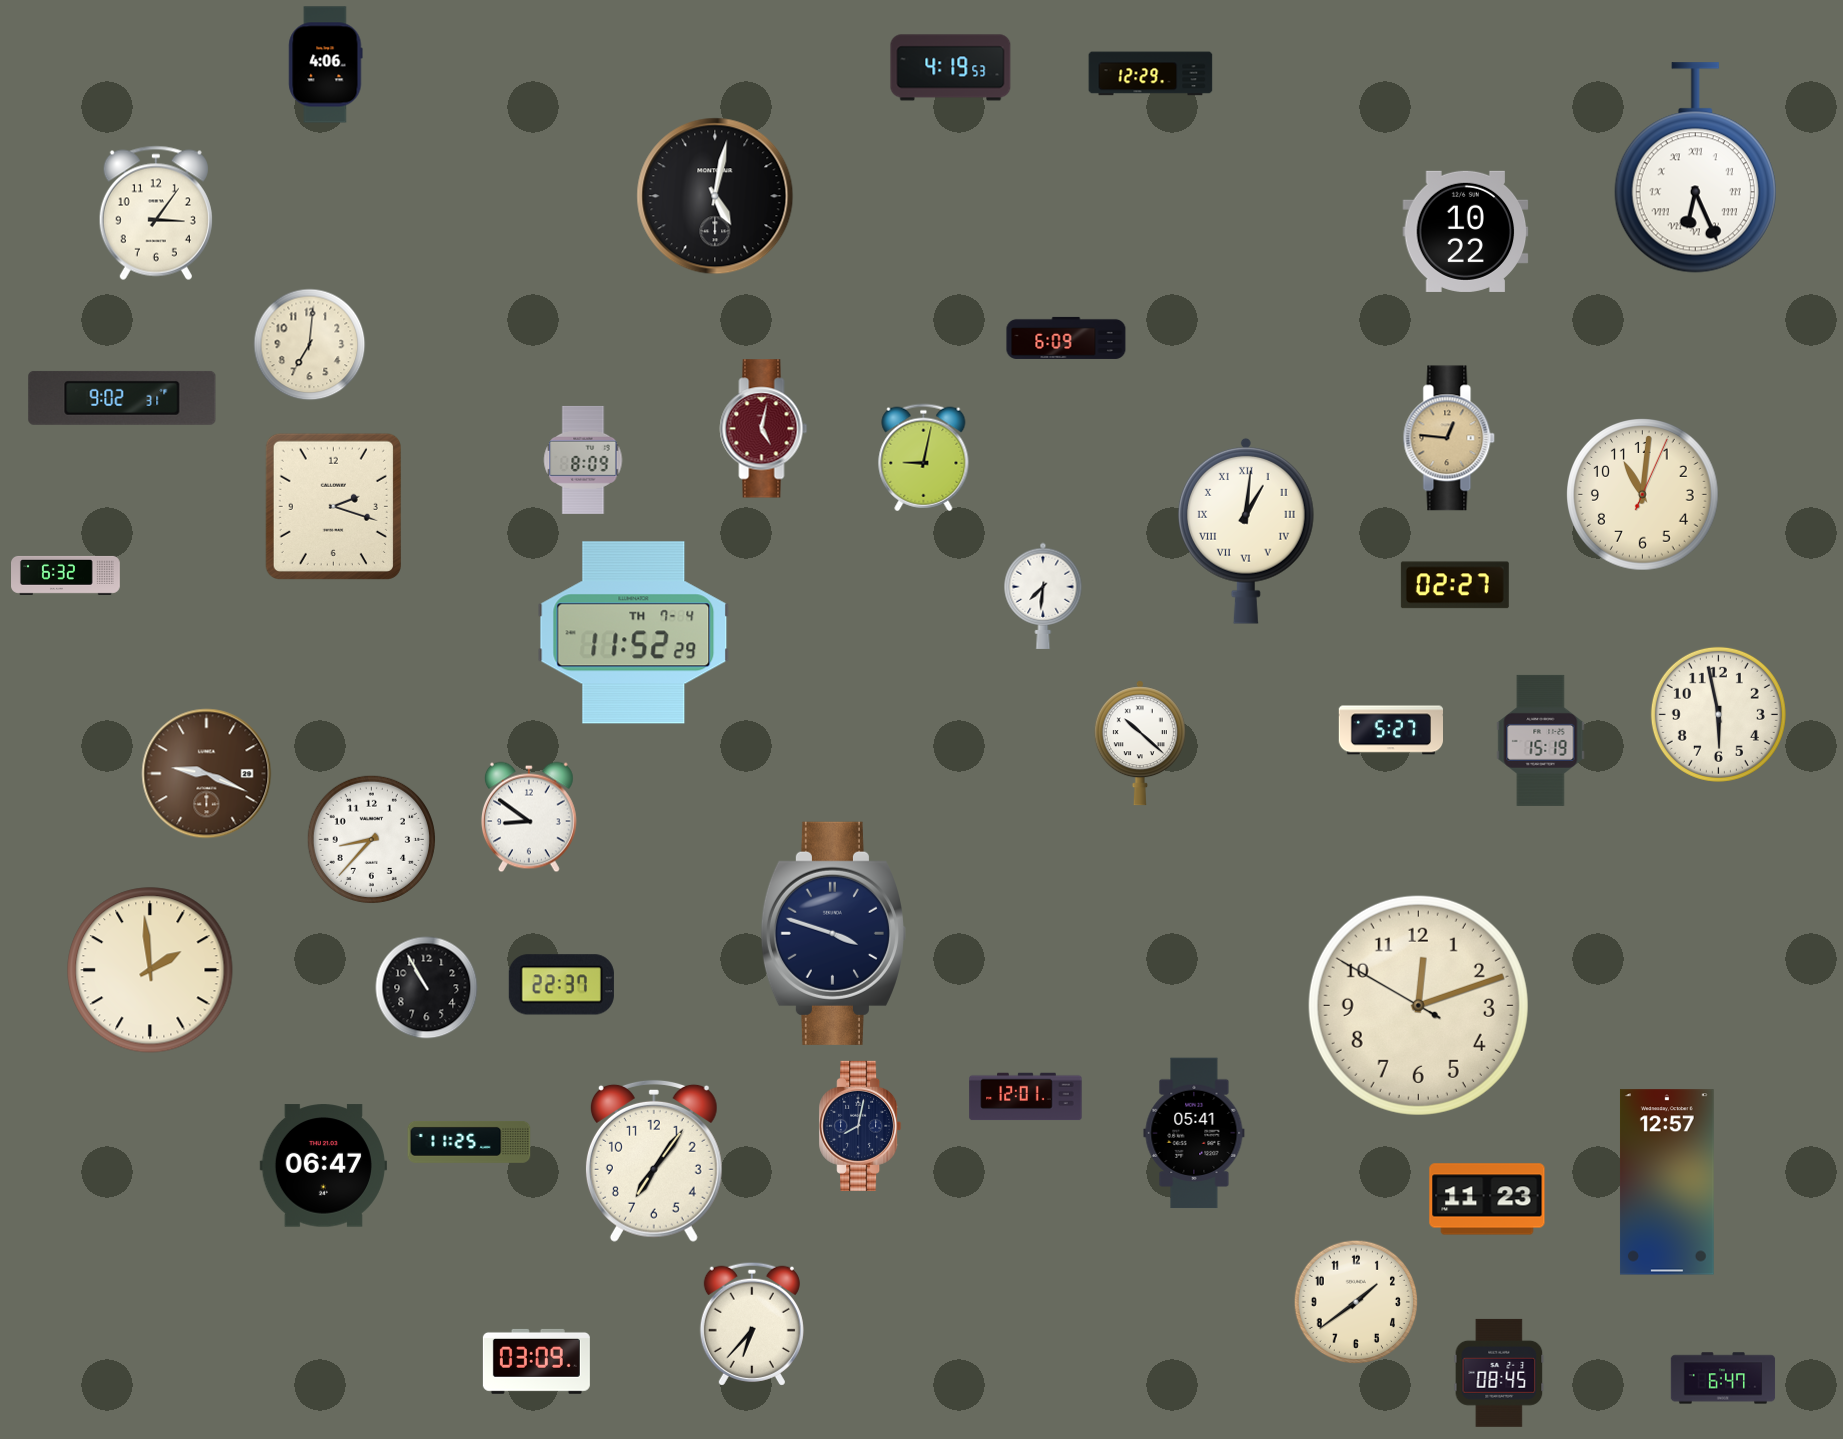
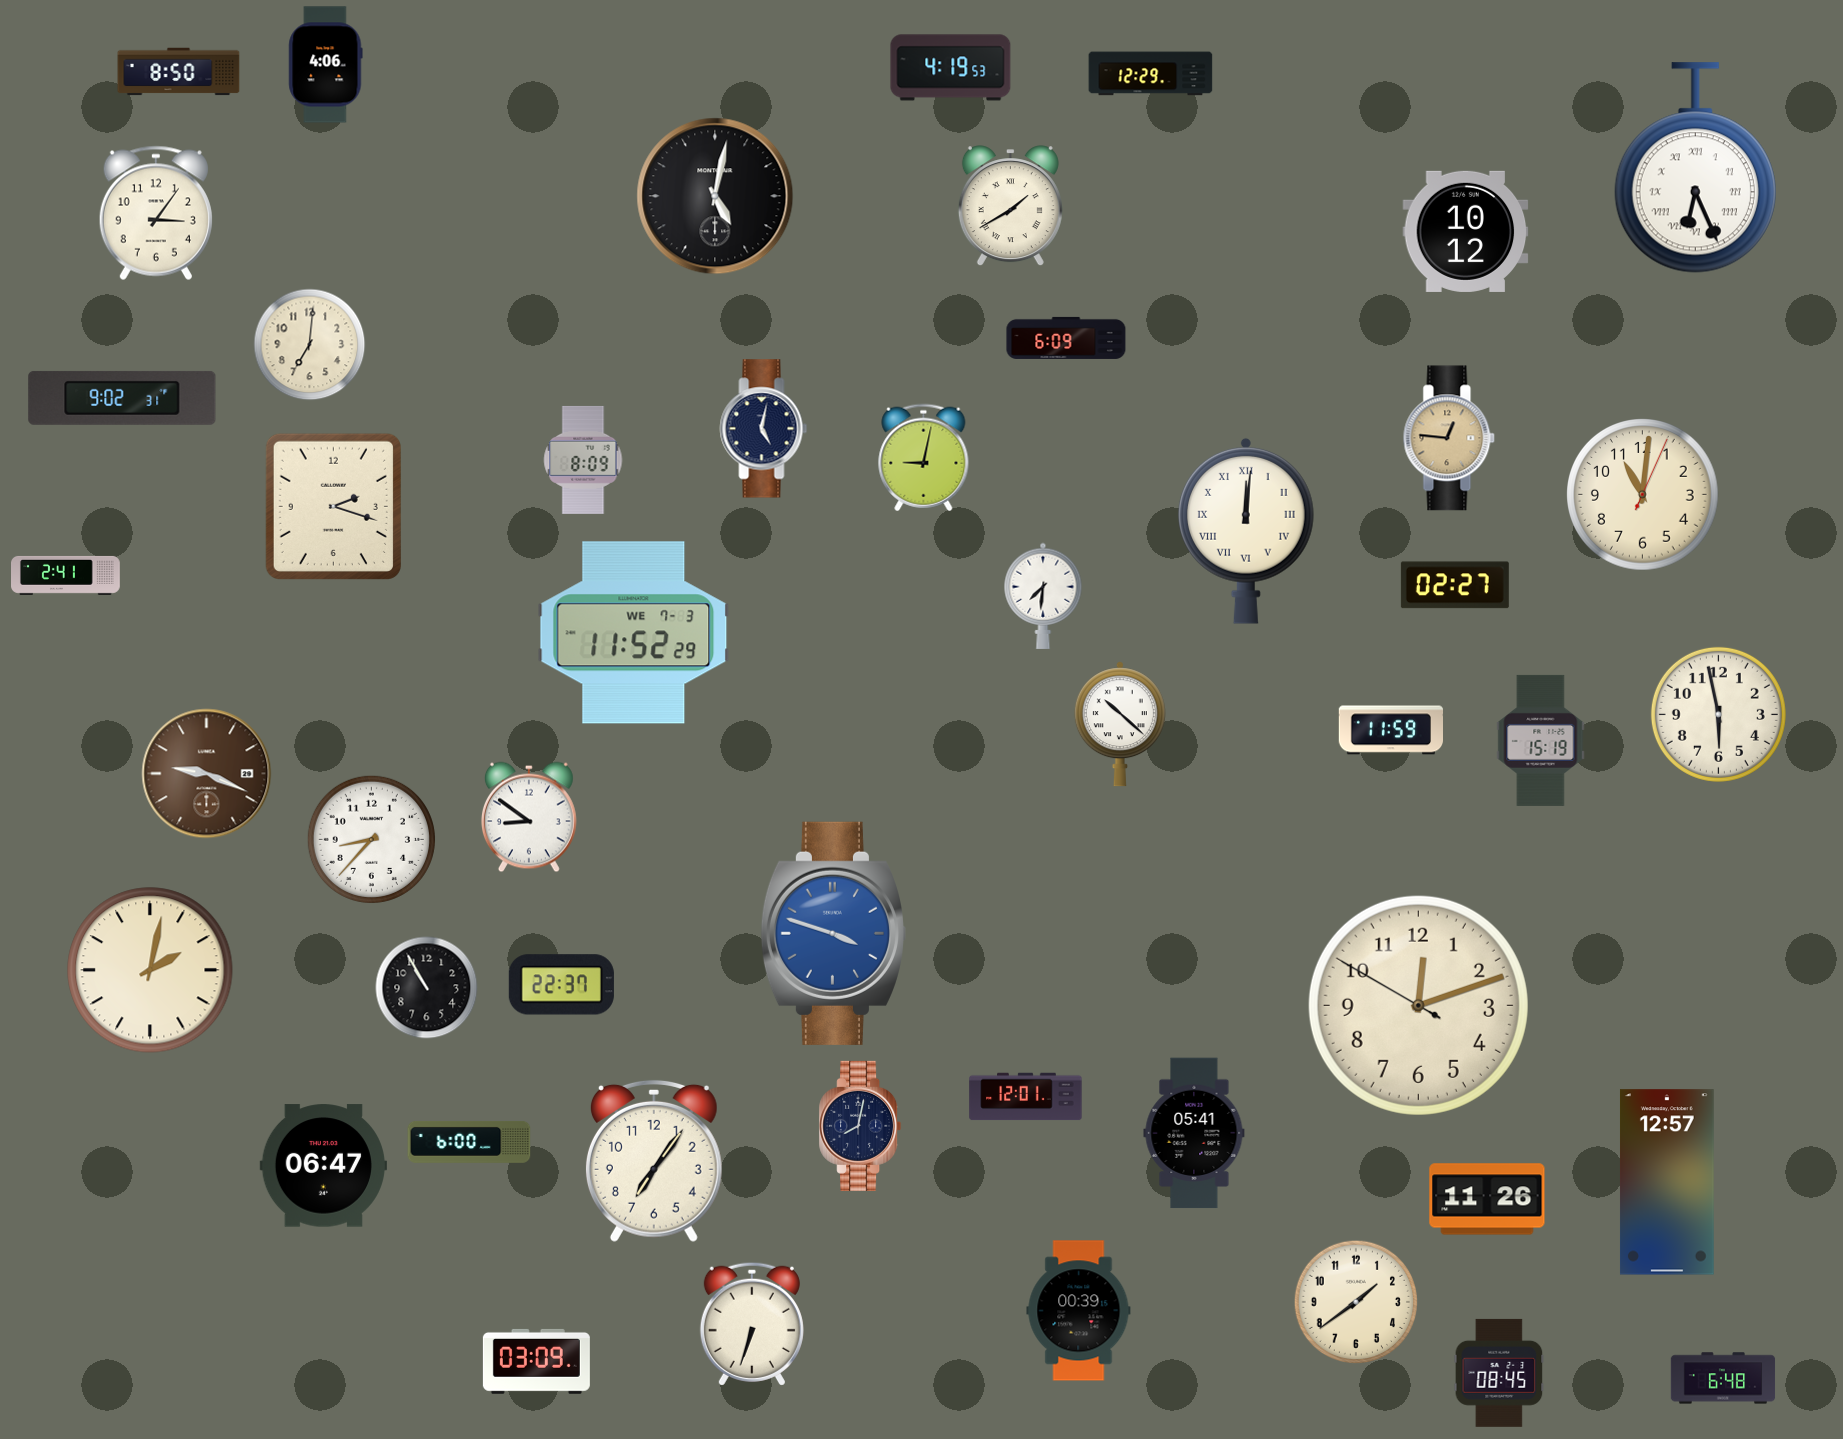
clock at (179, 72): none -> 8:50
clock at (1010, 206): none -> 1:40
clock at (1466, 231): 10:22 -> 10:12
clock at (764, 429) dial: burgundy -> navy
clock at (1246, 531): 1:01 -> 12:01
clock at (66, 575): 6:32 -> 2:41
clock at (634, 633) date: TH 7-4 -> WE 7-3
clock at (1390, 730): 5:27 -> 11:59
clock at (1140, 743) position: (1140, 743) -> (1120, 724)
clock at (833, 933) dial: navy -> blue
clock at (150, 970): 1:59 -> 2:02
clock at (469, 1142): 11:25 -> 6:00
clock at (1487, 1199): 11:23 -> 11:26
clock at (1079, 1311): none -> 00:39
clock at (752, 1324): 6:37 -> 6:33
clock at (1723, 1378): 6:47 -> 6:48
